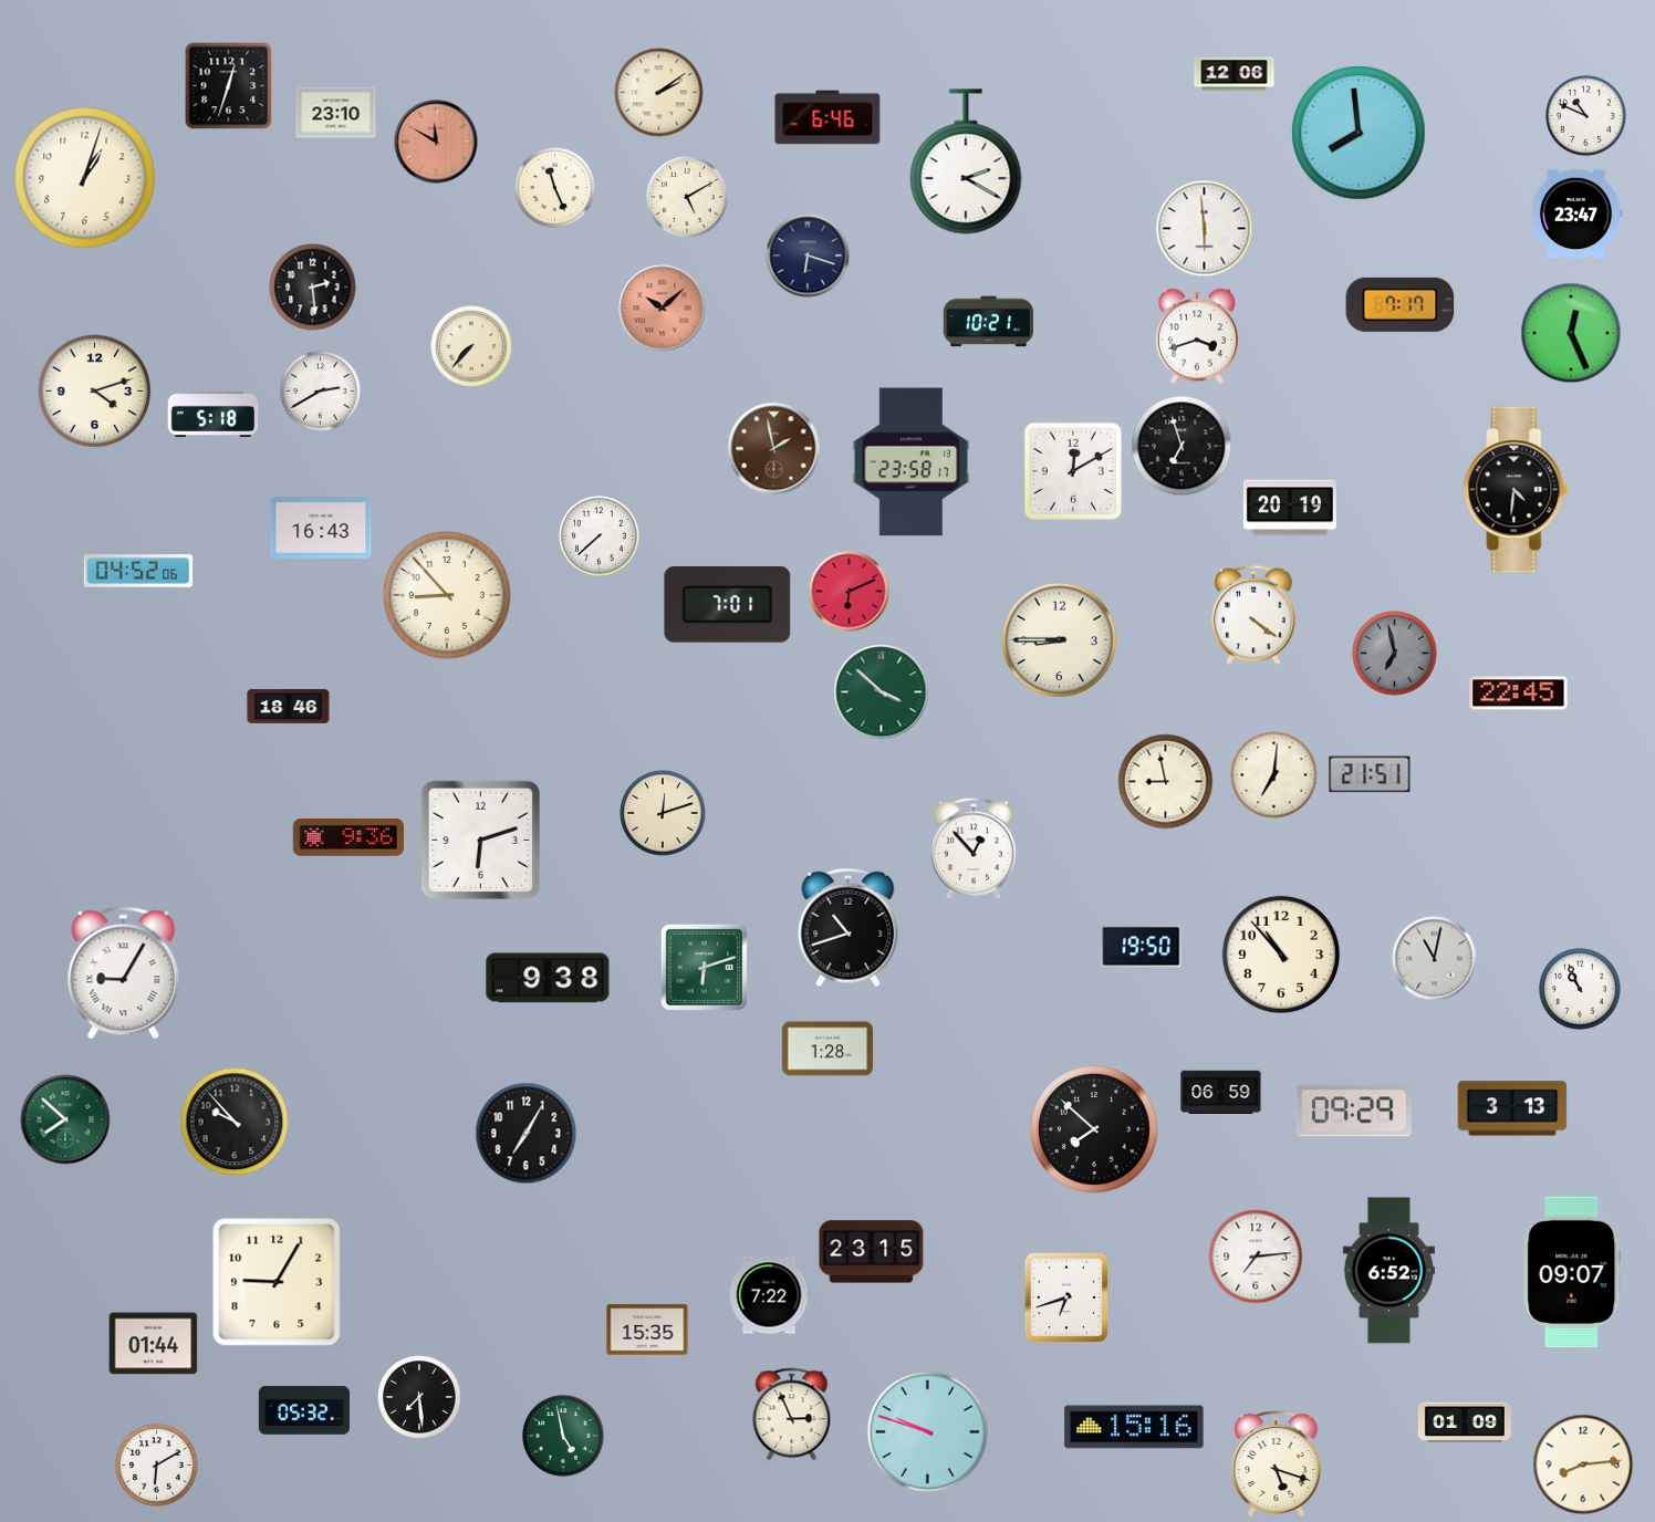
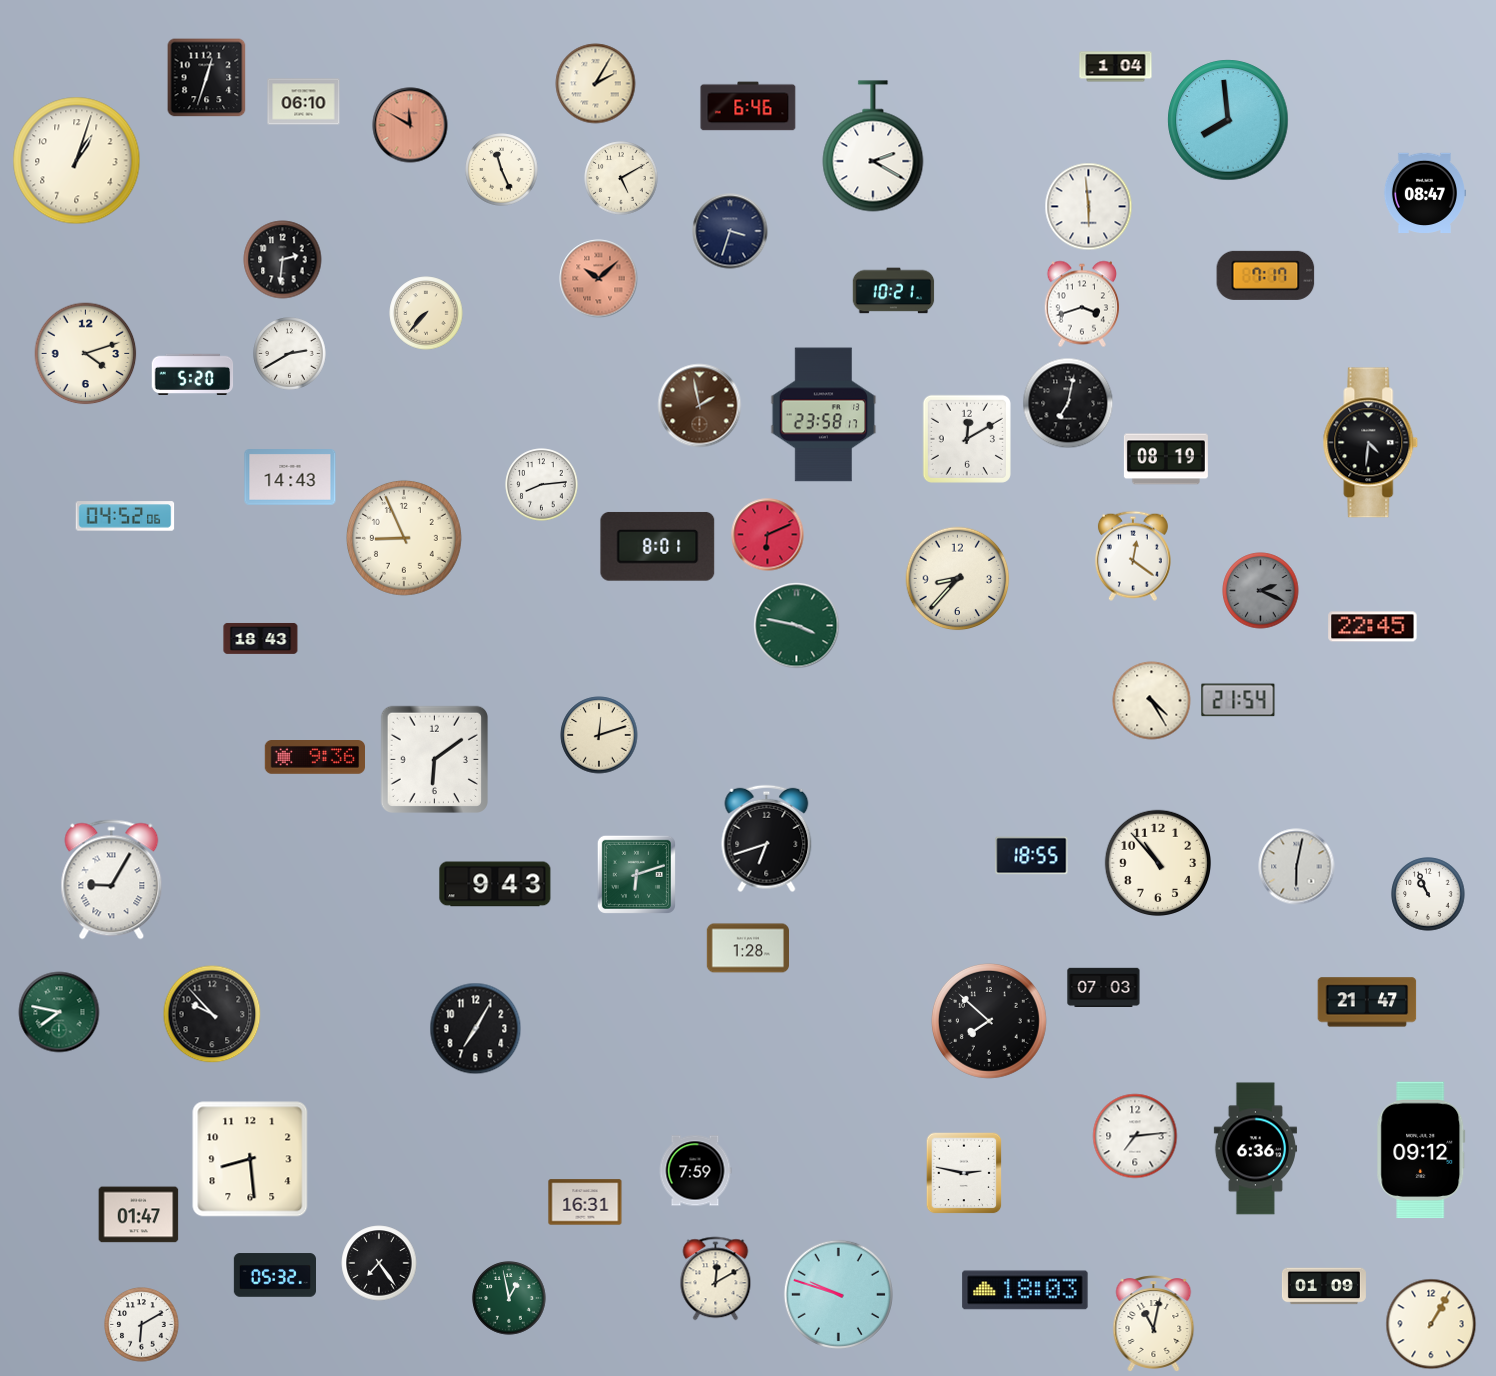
clock at (1235, 74): 12:06 -> 1:04
clock at (659, 93): 2:09 -> 2:05
clock at (336, 113): 23:10 -> 06:10
clock at (1586, 116): 10:49 -> none
clock at (436, 142) position: (436, 142) -> (410, 125)
clock at (1575, 212): 23:47 -> 08:47
clock at (808, 256): 6:18 -> 3:33
clock at (313, 288): 2:29 -> 2:31
clock at (1571, 333): 12:26 -> none
clock at (214, 414): 5:18 -> 5:20
clock at (1182, 446): 6:57 -> 7:02
clock at (912, 462) position: (912, 462) -> (824, 415)
clock at (1073, 471) position: (1073, 471) -> (967, 439)
clock at (1290, 508): 20:19 -> 08:19
clock at (321, 528): 16:43 -> 14:43
clock at (600, 536): 7:38 -> 8:14
clock at (447, 595): 8:53 -> 8:56
clock at (728, 604): 7:01 -> 8:01
clock at (1253, 615): 4:21 -> 12:21
clock at (1060, 640): 8:45 -> 8:37
clock at (1395, 654): 6:58 -> 2:19
clock at (882, 692): 3:52 -> 3:47
clock at (289, 706): 18:46 -> 18:43
clock at (1370, 774): 21:51 -> 21:54
clock at (1274, 775): 7:01 -> 4:25
clock at (1166, 782): 8:58 -> none
clock at (480, 840): 6:12 -> 6:09
clock at (974, 848): 12:53 -> none
clock at (849, 928): 10:42 -> 6:42
clock at (1142, 947): 19:50 -> 18:55
clock at (1435, 959): 11:02 -> 6:02
clock at (548, 978): 9:38 -> 9:43
clock at (1221, 1092): 06:59 -> 07:03
clock at (1512, 1108): 3:13 -> 21:47
clock at (1354, 1111): 09:29 -> none
clock at (65, 1119): 7:52 -> 7:47
clock at (527, 1134) position: (527, 1134) -> (476, 1029)
clock at (872, 1252): 23:15 -> none
clock at (1388, 1271): 6:52 -> 6:36
clock at (1572, 1272): 09:07 -> 09:12
clock at (277, 1282): 9:05 -> 8:29
clock at (769, 1295): 7:22 -> 7:59
clock at (1066, 1297): 6:42 -> 2:47
clock at (647, 1330): 15:35 -> 16:31
clock at (154, 1344): 01:44 -> 01:47
clock at (419, 1397): 7:29 -> 7:24
clock at (792, 1415): 2:56 -> 12:10
clock at (1134, 1427): 15:16 -> 18:03
clock at (563, 1436): 4:58 -> 12:58
clock at (1277, 1464): 5:18 -> 11:02
clock at (1583, 1464): 8:14 -> 1:05
